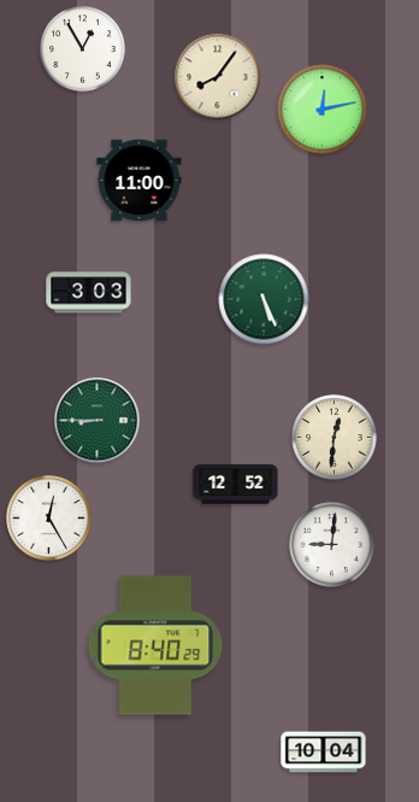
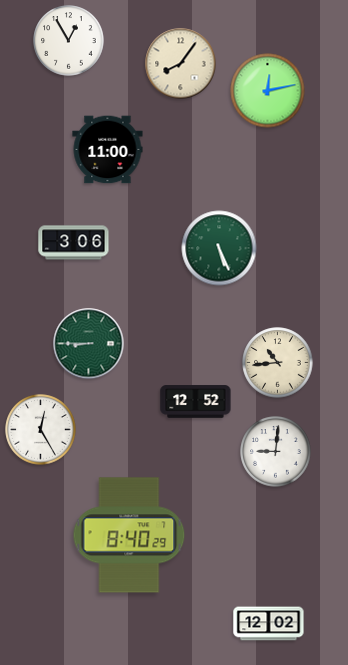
clock at (140, 181) position: (140, 181) -> (108, 150)
clock at (89, 293): 3:03 -> 3:06
clock at (98, 421) position: (98, 421) -> (89, 344)
clock at (335, 438): 12:31 -> 10:44
clock at (324, 753): 10:04 -> 12:02
